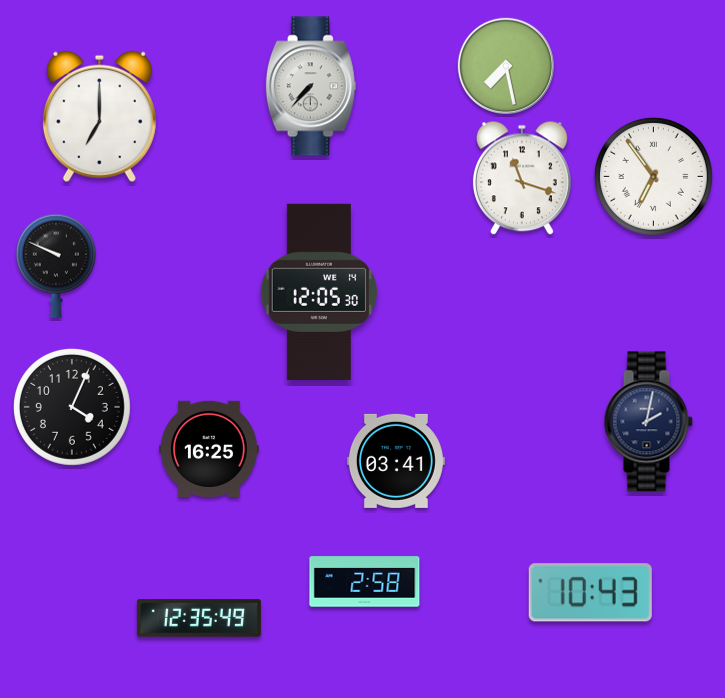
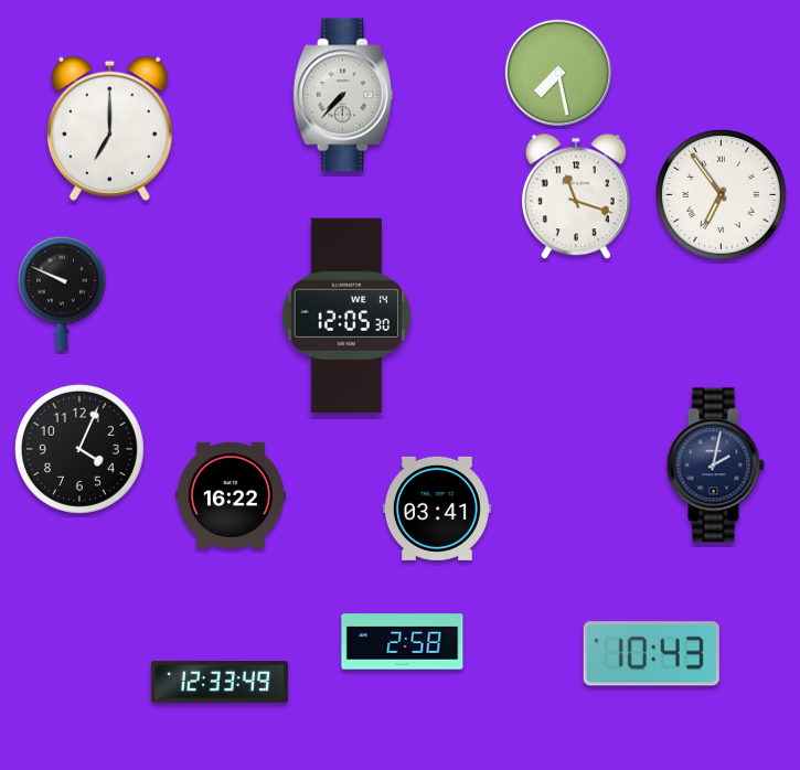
clock at (319, 292) position: (319, 292) -> (346, 316)
clock at (210, 449): 16:25 -> 16:22
clock at (199, 618): 12:35 -> 12:33
